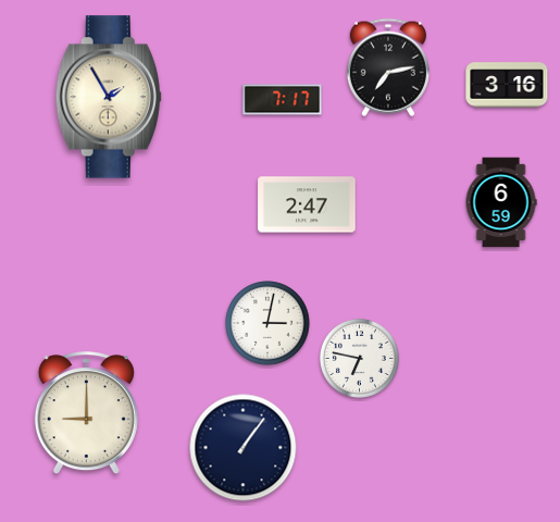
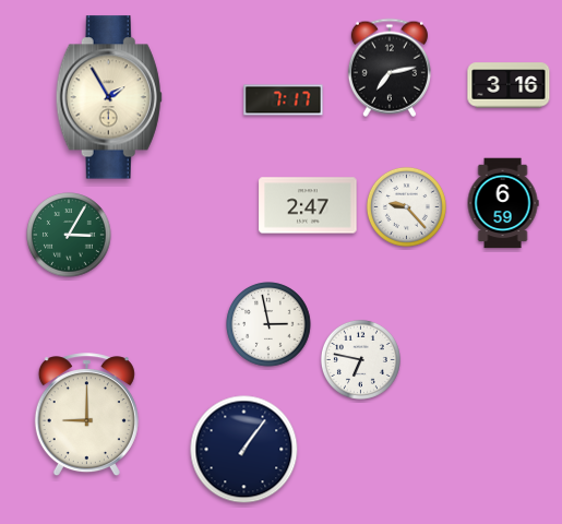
clock at (406, 206): none -> 9:23
clock at (69, 235): none -> 3:05
clock at (267, 323): 3:02 -> 2:58
